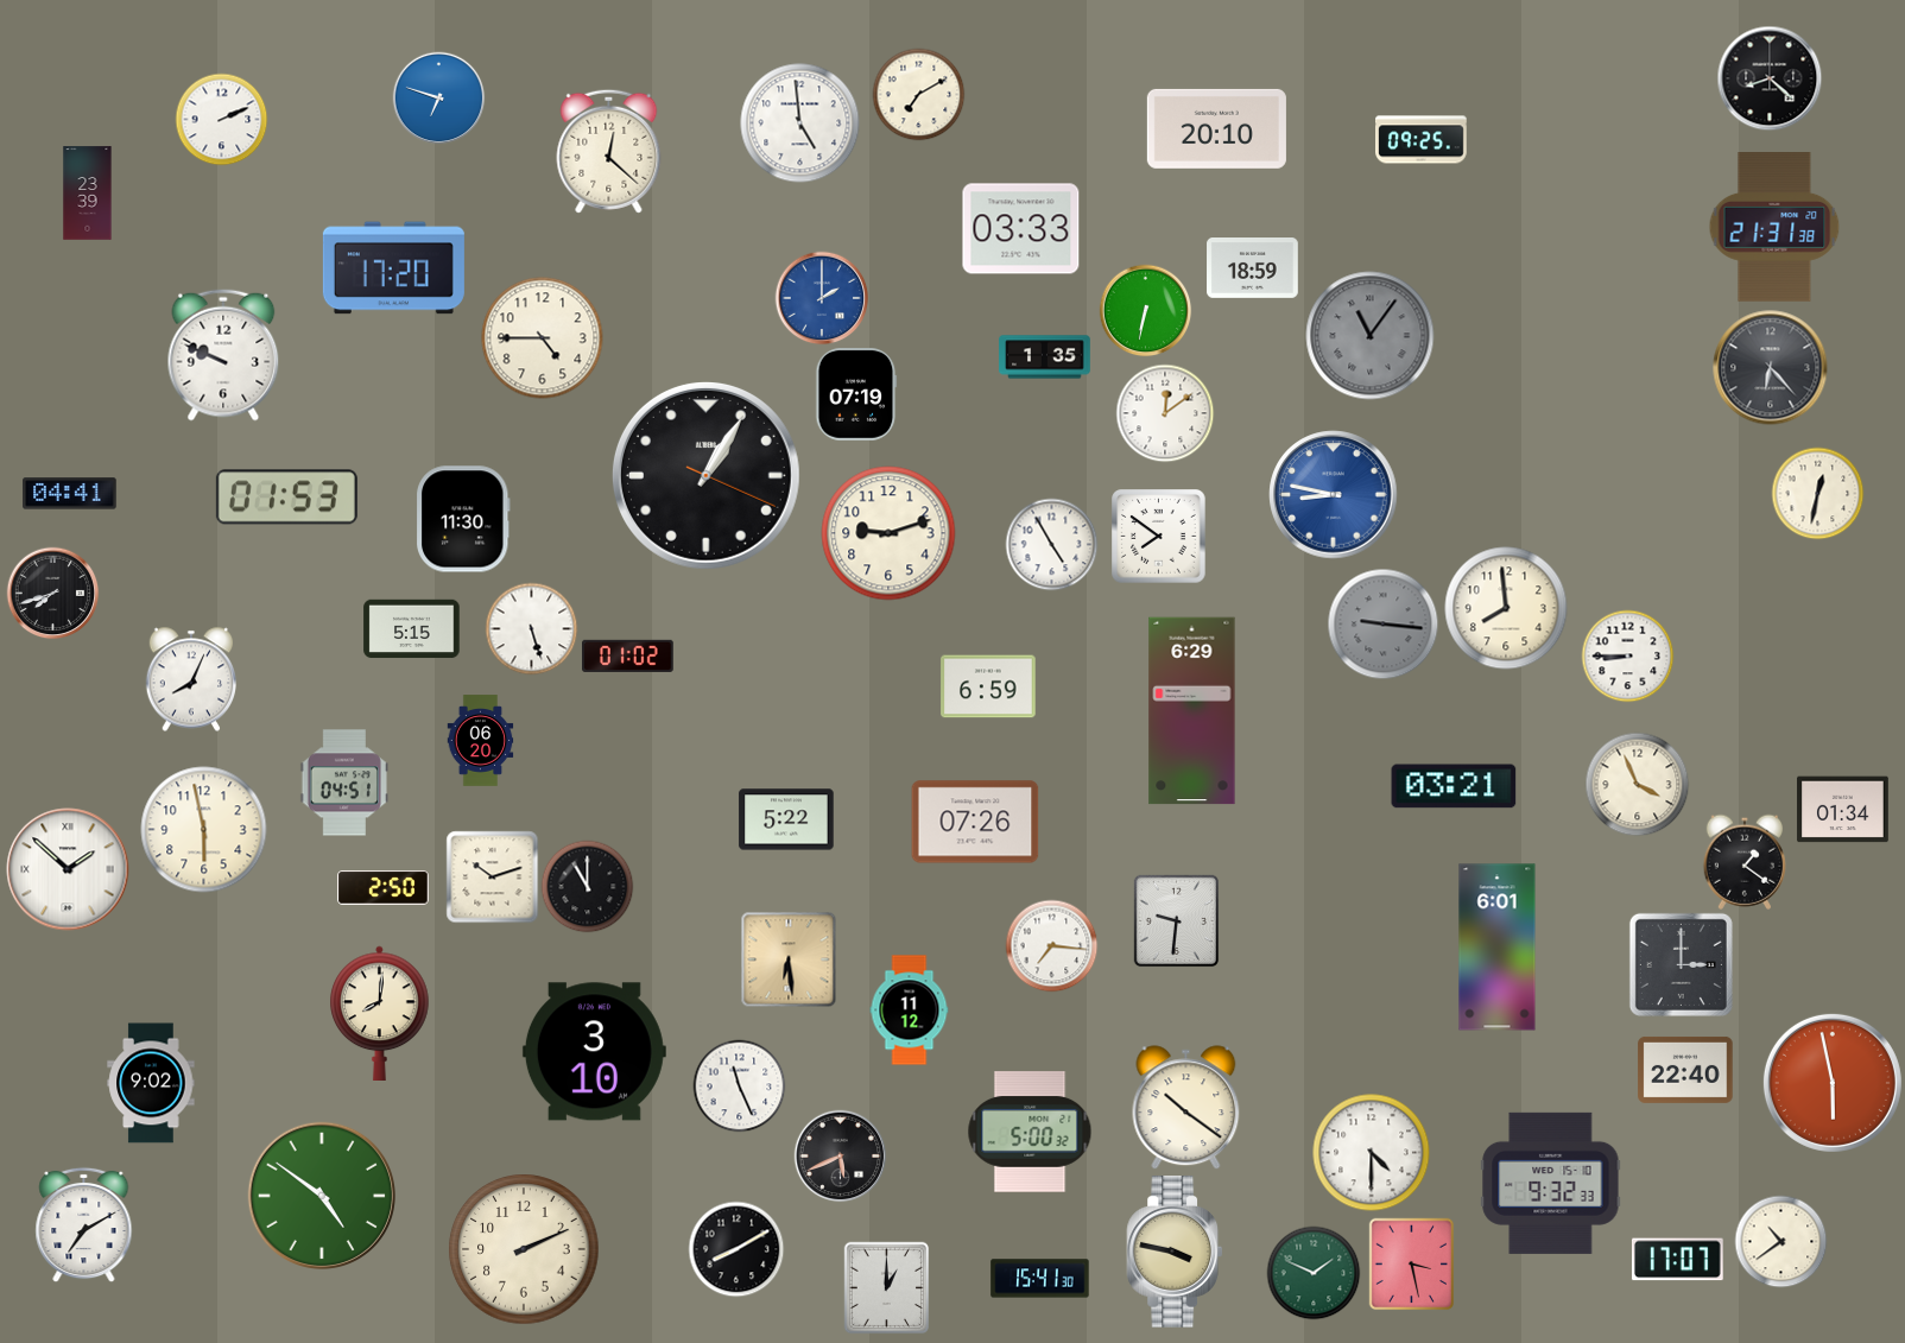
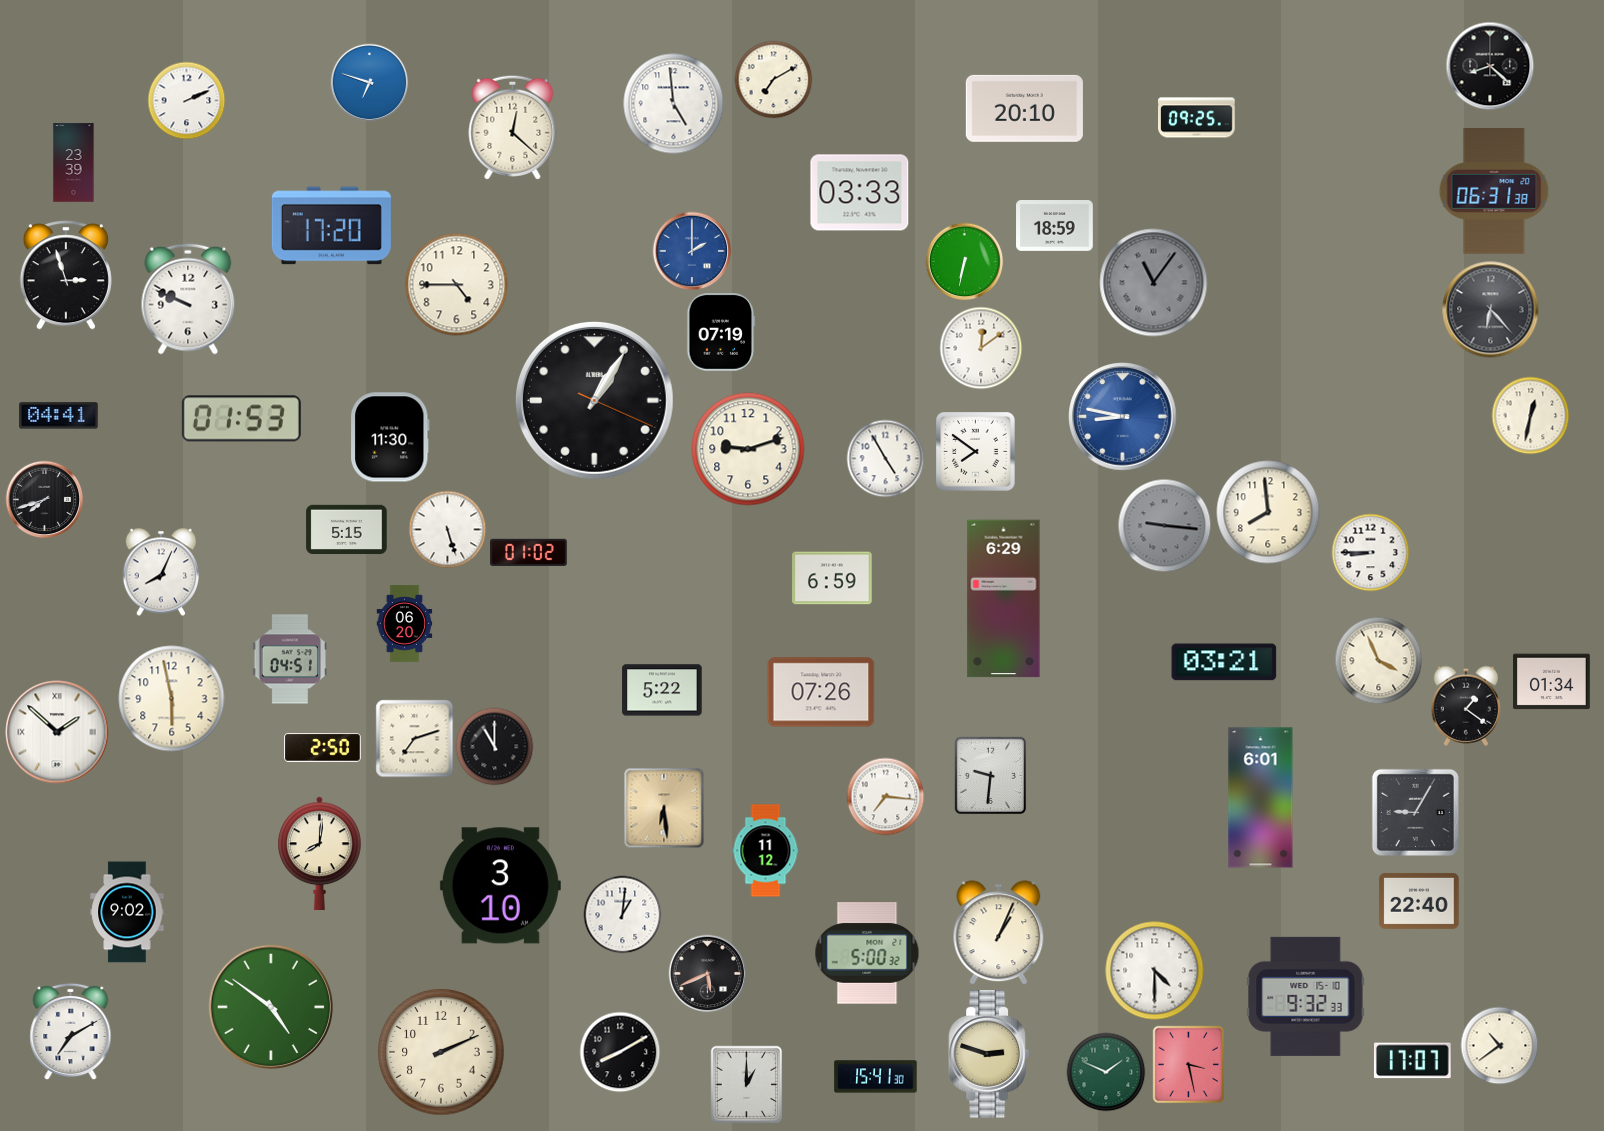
clock at (1774, 228): 21:31 -> 06:31
clock at (66, 275): none -> 2:57
clock at (1045, 357): 1:35 -> none
clock at (1743, 862) position: (1743, 862) -> (1465, 706)
clock at (492, 876): 10:12 -> 7:12
clock at (1681, 964): 3:00 -> 9:05
clock at (1833, 1083): 5:58 -> none
clock at (739, 1085): 11:26 -> 1:01
clock at (1186, 1108): 10:21 -> 1:04
clock at (1173, 1252): 3:47 -> 2:48
